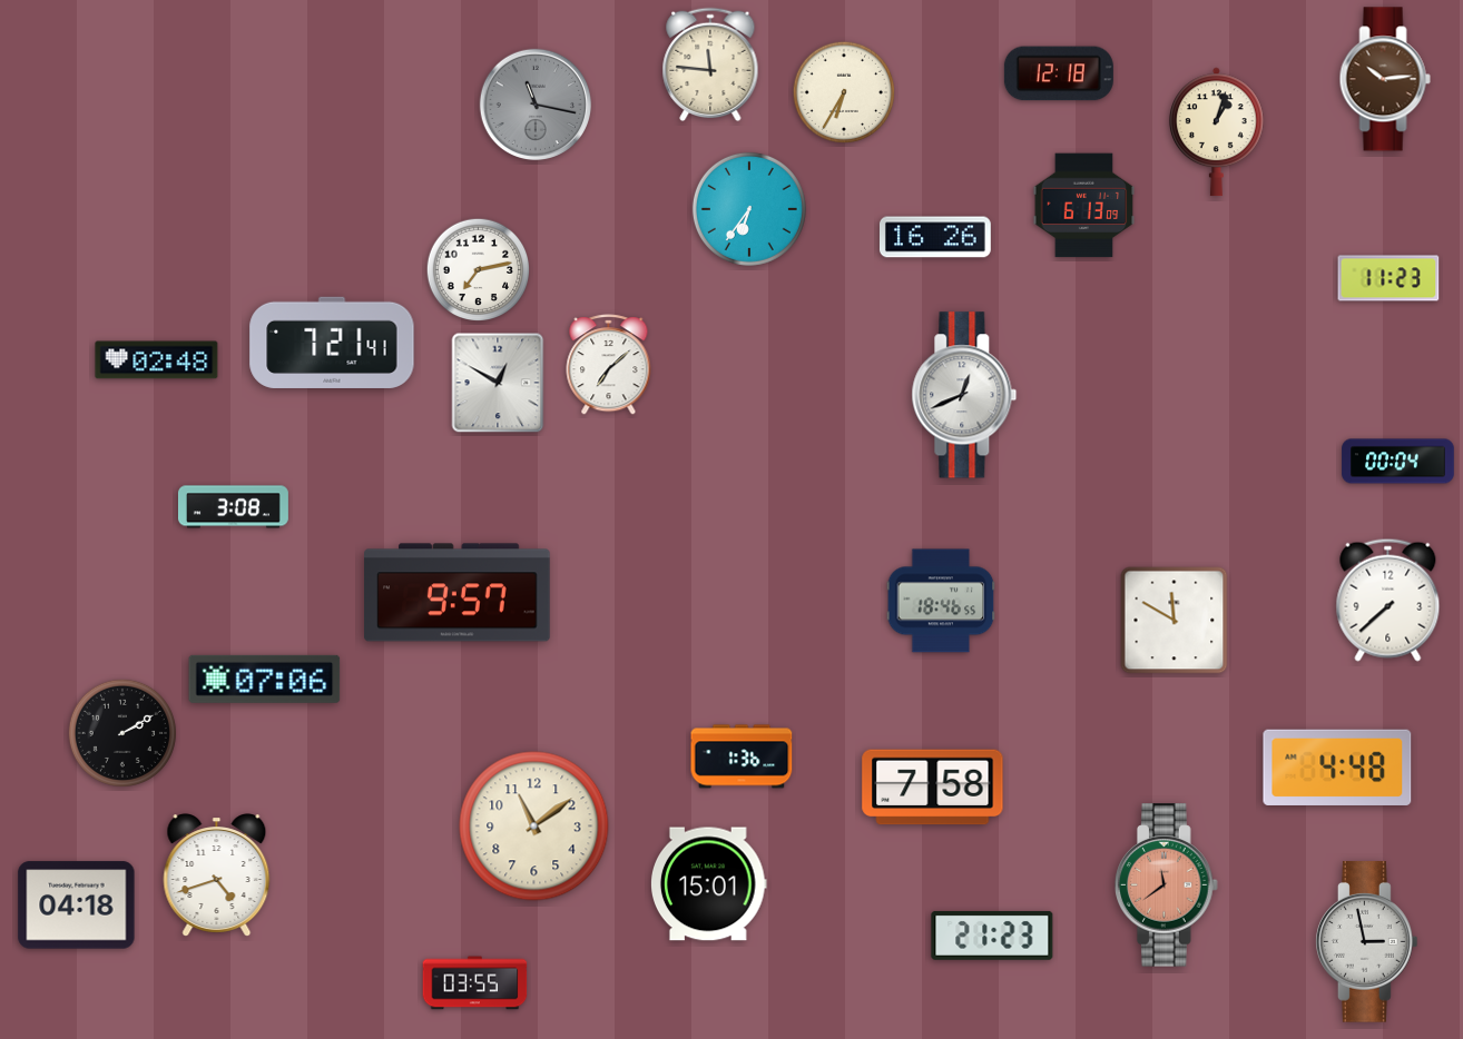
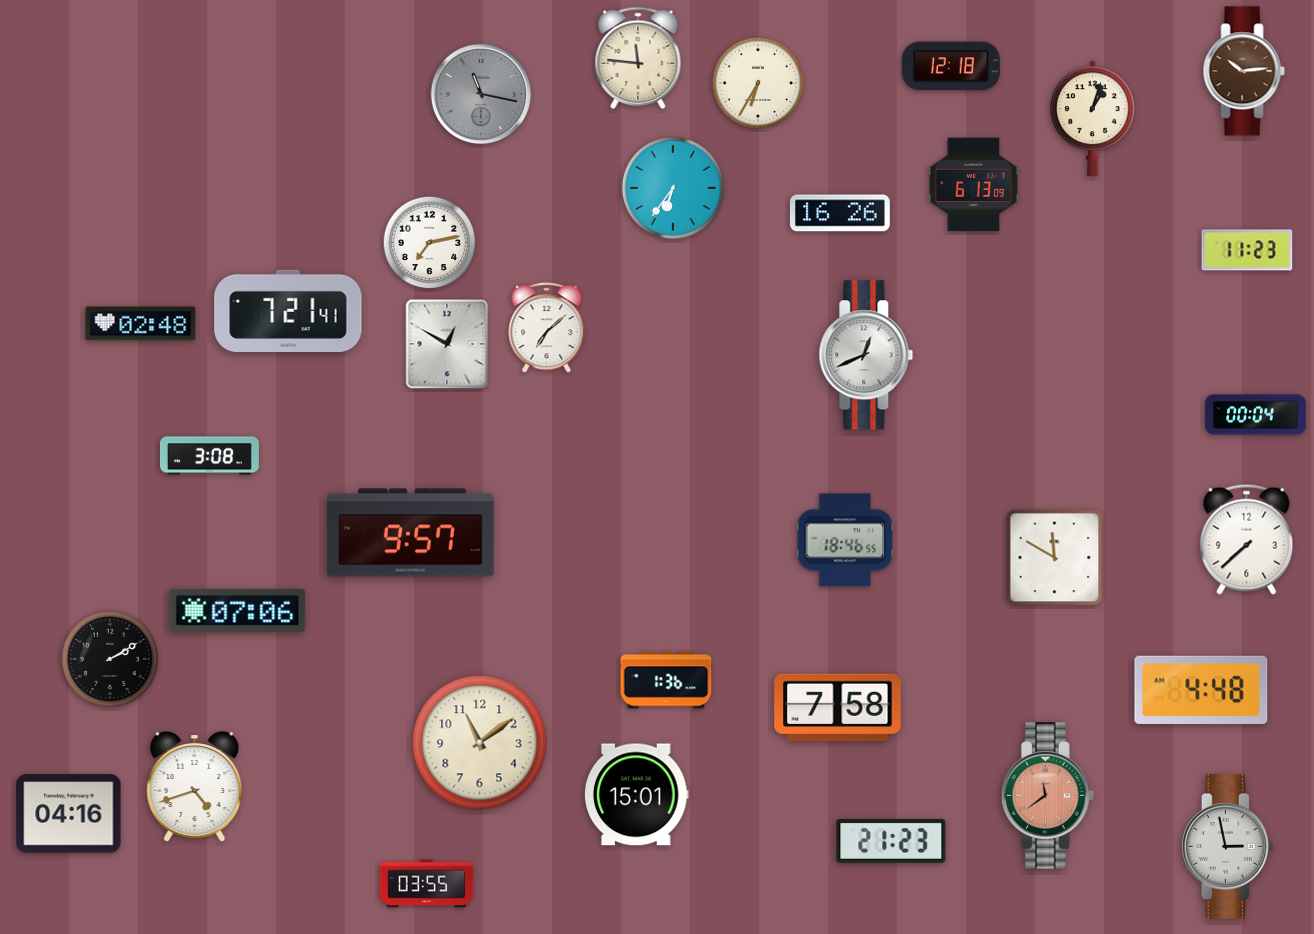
clock at (332, 343) position: (332, 343) -> (288, 311)
clock at (77, 906): 04:18 -> 04:16
